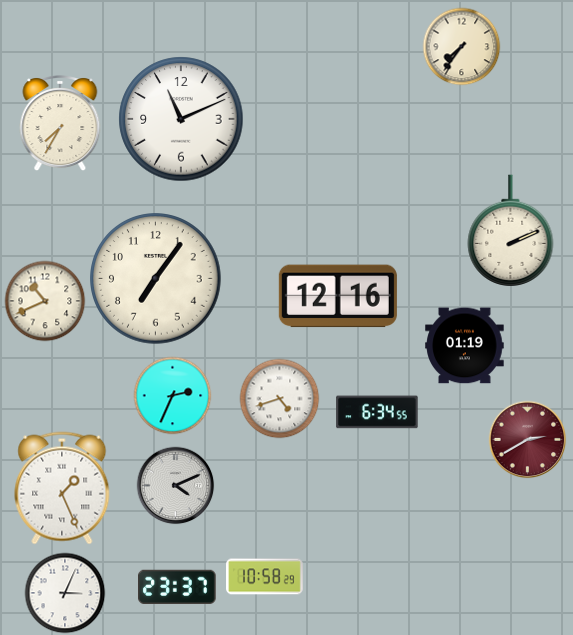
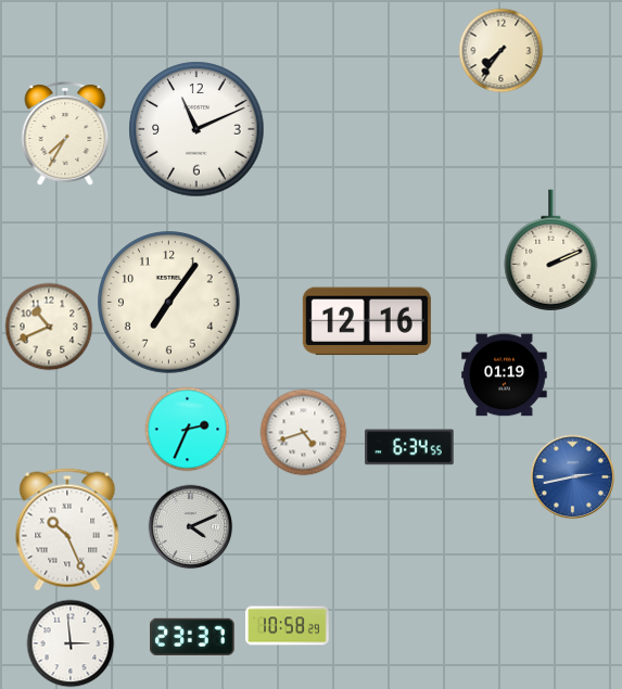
clock at (511, 231) position: (511, 231) -> (551, 251)
clock at (527, 439): 2:40 -> 2:43
clock at (527, 439) dial: burgundy -> blue
clock at (62, 488): 1:26 -> 10:26
clock at (65, 593): 3:04 -> 2:59
